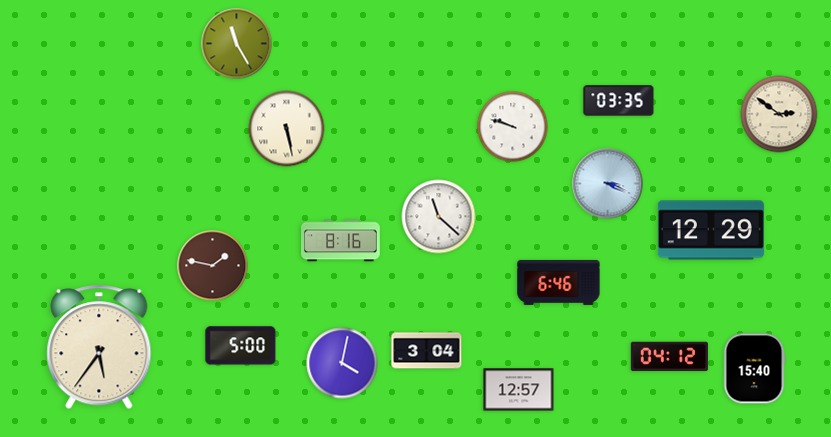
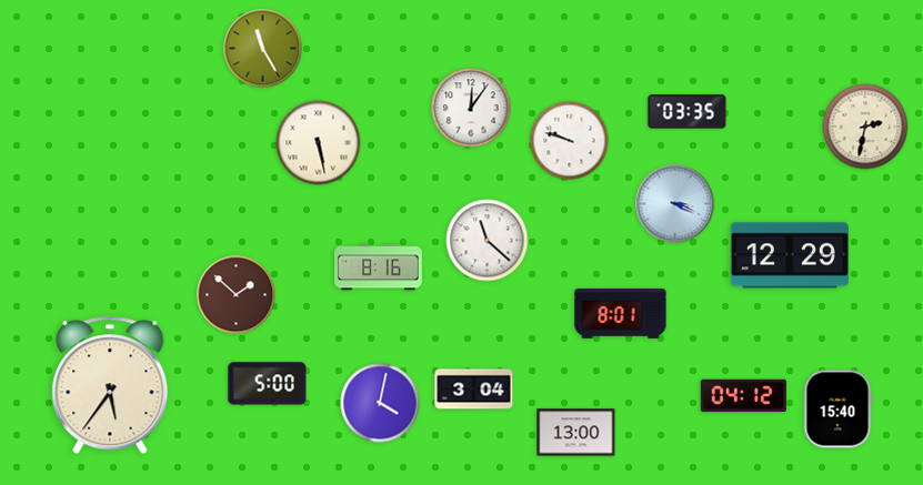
clock at (471, 108): none -> 12:06
clock at (779, 114): 2:51 -> 2:32
clock at (213, 266): 1:47 -> 1:52
clock at (559, 282): 6:46 -> 8:01
clock at (519, 390): 12:57 -> 13:00
